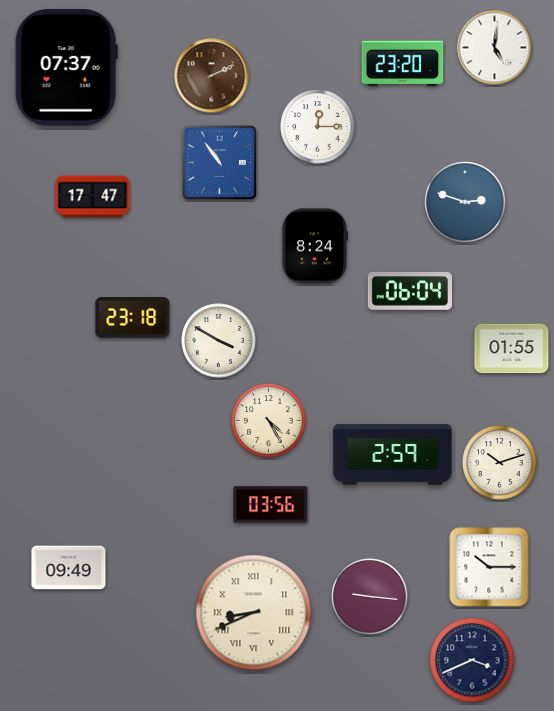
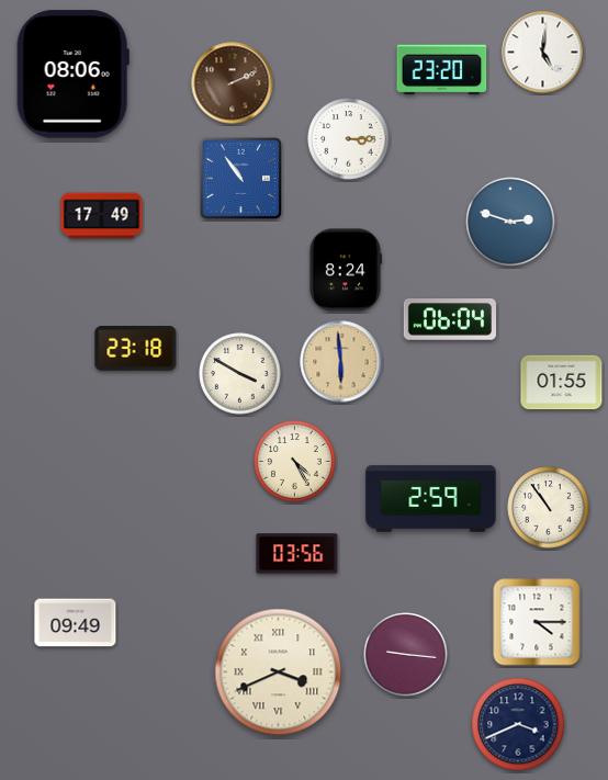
clock at (66, 68): 07:37 -> 08:06
clock at (318, 127): 12:15 -> 3:15
clock at (93, 197): 17:47 -> 17:49
clock at (133, 318) position: (133, 318) -> (136, 349)
clock at (341, 362): none -> 5:59
clock at (500, 463): 10:12 -> 10:54
clock at (489, 567): 10:15 -> 4:15
clock at (254, 613): 8:41 -> 3:41
